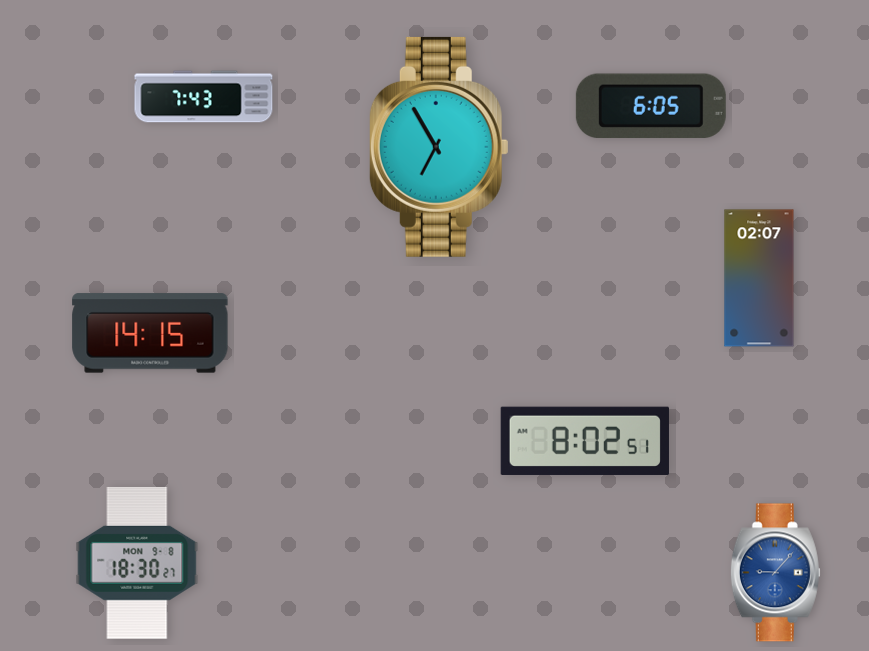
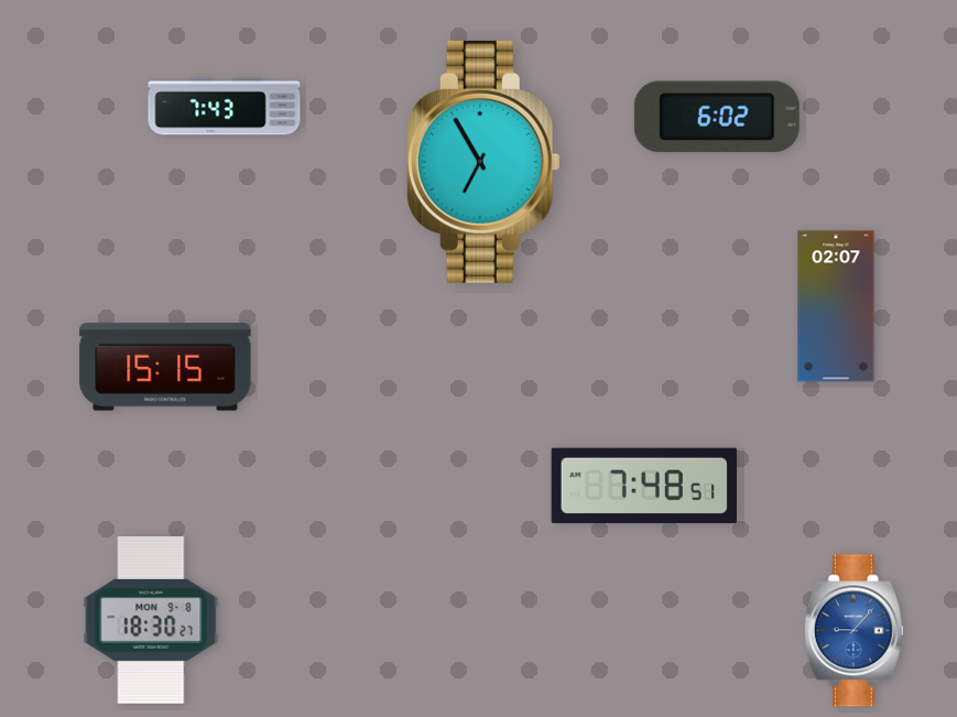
clock at (651, 106): 6:05 -> 6:02
clock at (150, 333): 14:15 -> 15:15
clock at (585, 440): 8:02 -> 7:48
